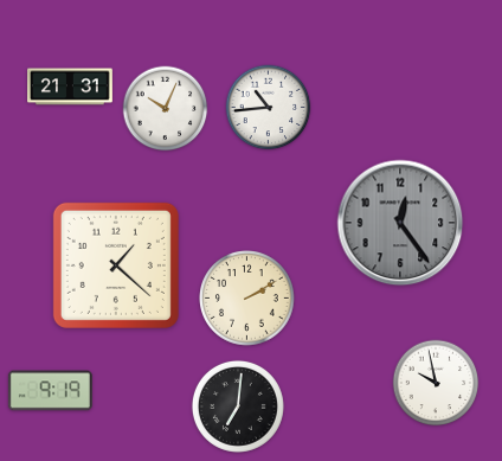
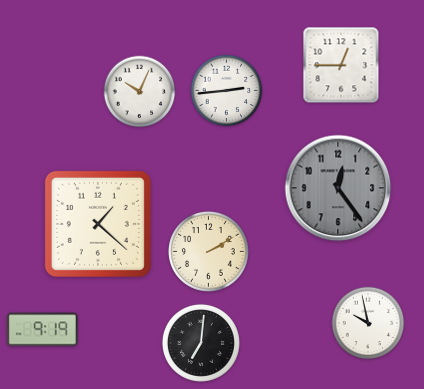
clock at (341, 65): none -> 12:45
clock at (71, 87): 21:31 -> none
clock at (269, 108): 10:44 -> 2:44
